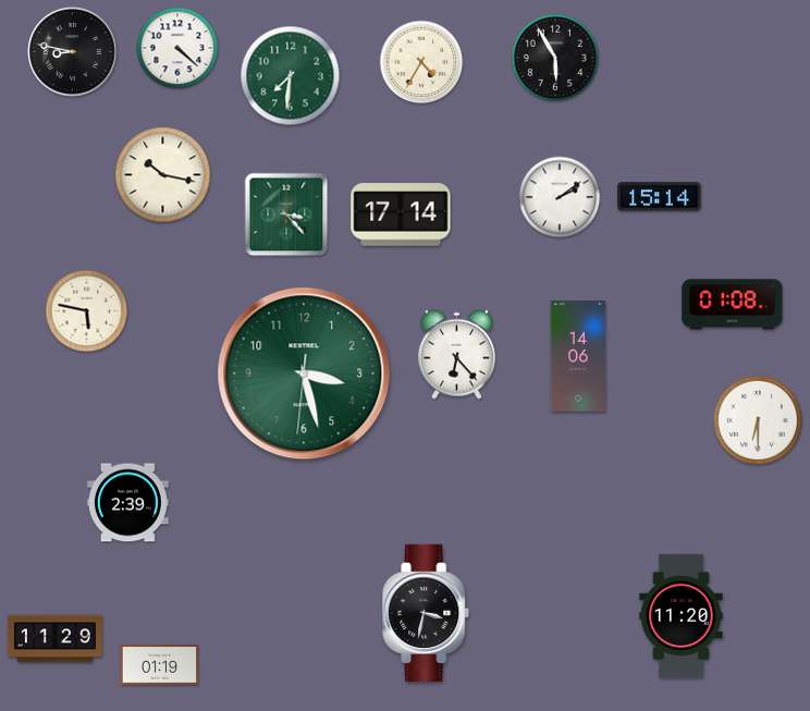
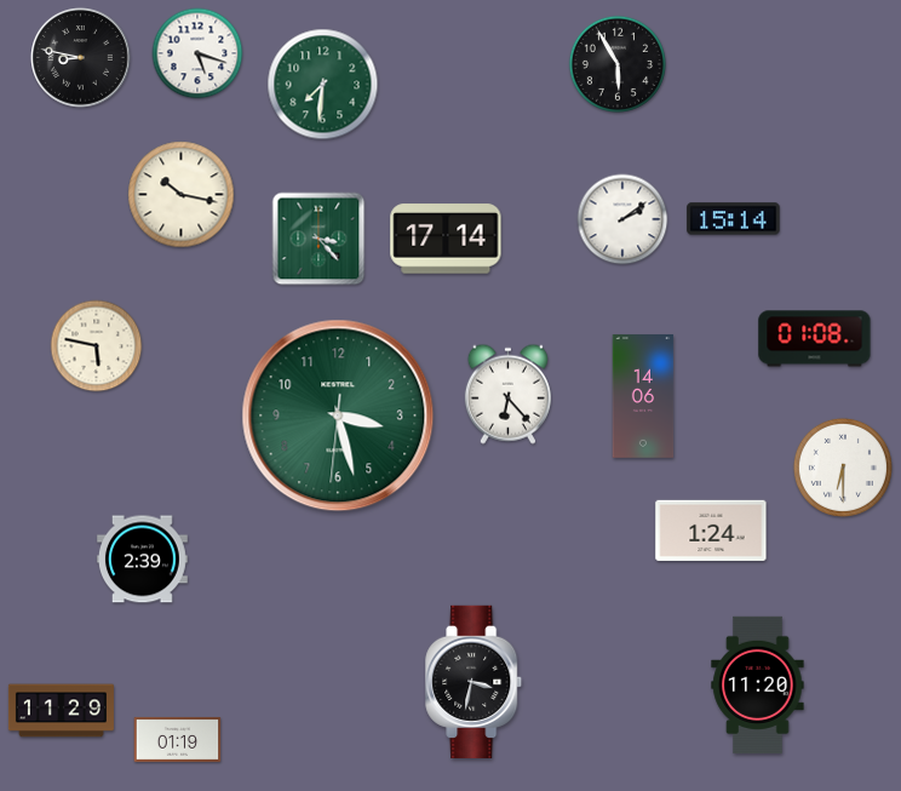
clock at (177, 48): 4:22 -> 5:18
clock at (421, 62): 4:35 -> none
clock at (711, 531): none -> 1:24
